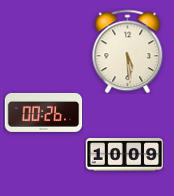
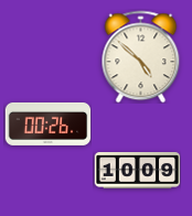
clock at (128, 51): 5:29 -> 4:52
